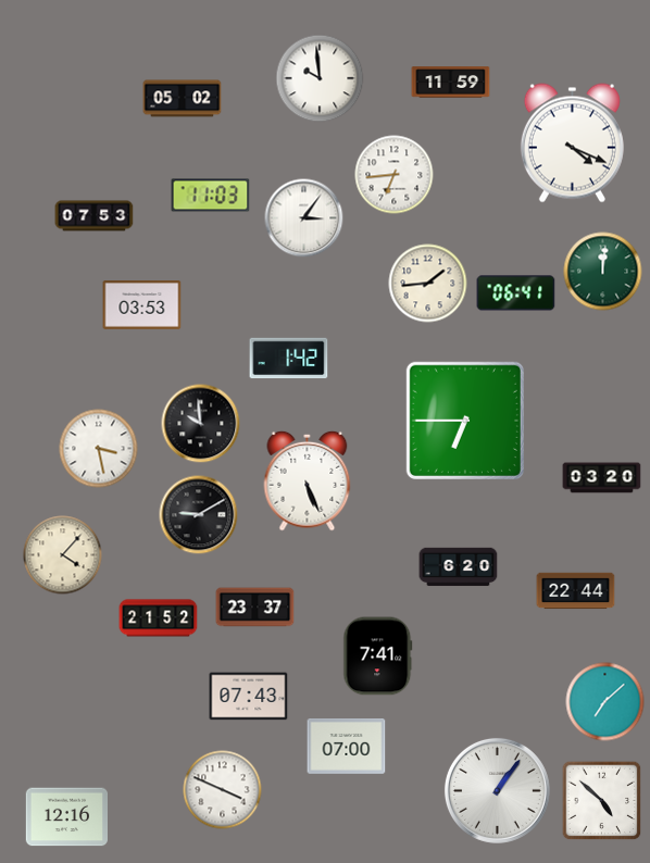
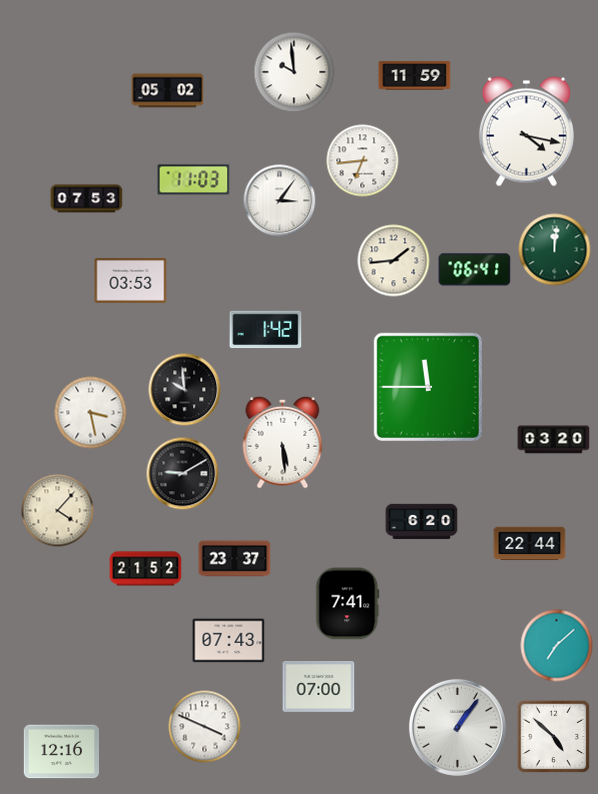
clock at (572, 143): 4:19 -> 4:17
clock at (465, 421): 6:45 -> 11:45
clock at (308, 480): 5:26 -> 5:29
